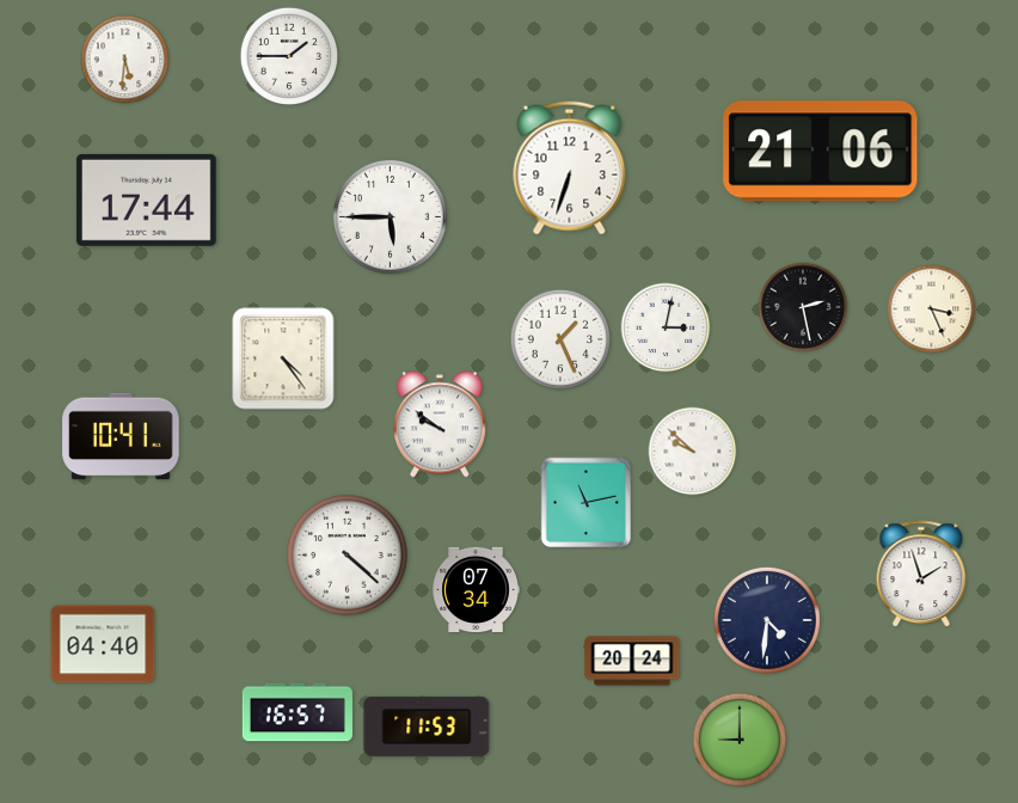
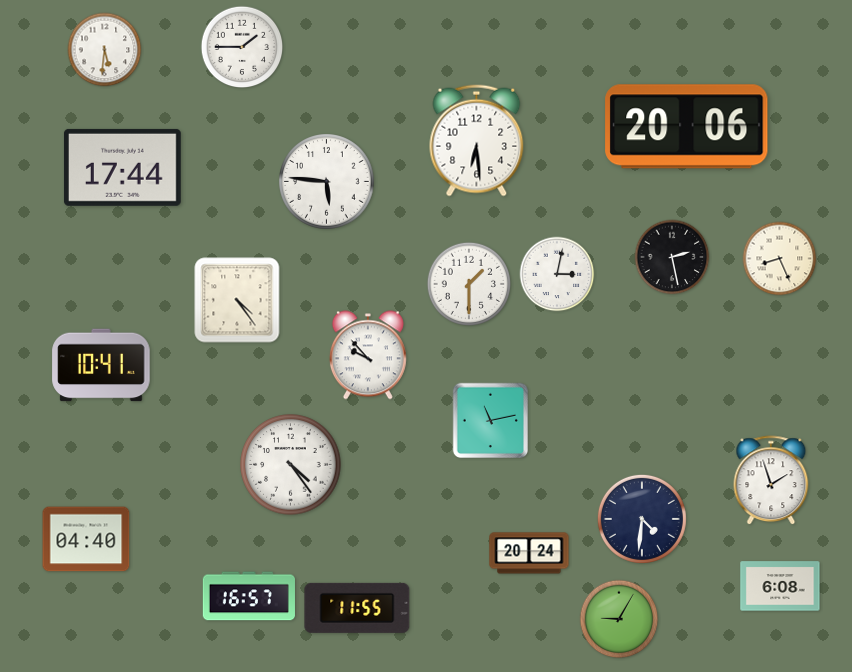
clock at (821, 152): 21:06 -> 20:06
clock at (570, 168): 6:33 -> 6:29
clock at (391, 217): 5:45 -> 5:46
clock at (932, 309): 3:26 -> 8:26
clock at (559, 338): 1:26 -> 1:30
clock at (440, 424): 9:51 -> 9:53
clock at (693, 452): 9:52 -> none
clock at (348, 556): 4:22 -> 4:24
clock at (476, 589): 07:34 -> none
clock at (780, 586): none -> 6:08
clock at (427, 727): 11:53 -> 11:55
clock at (740, 740): 9:00 -> 9:05
